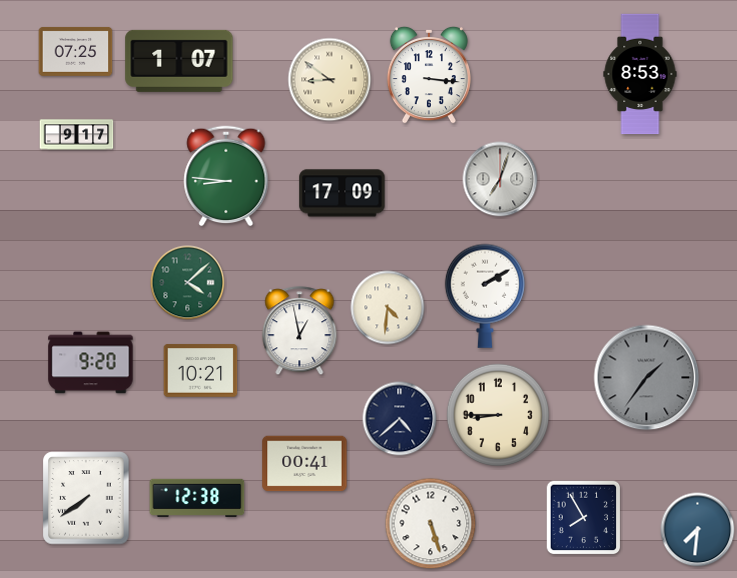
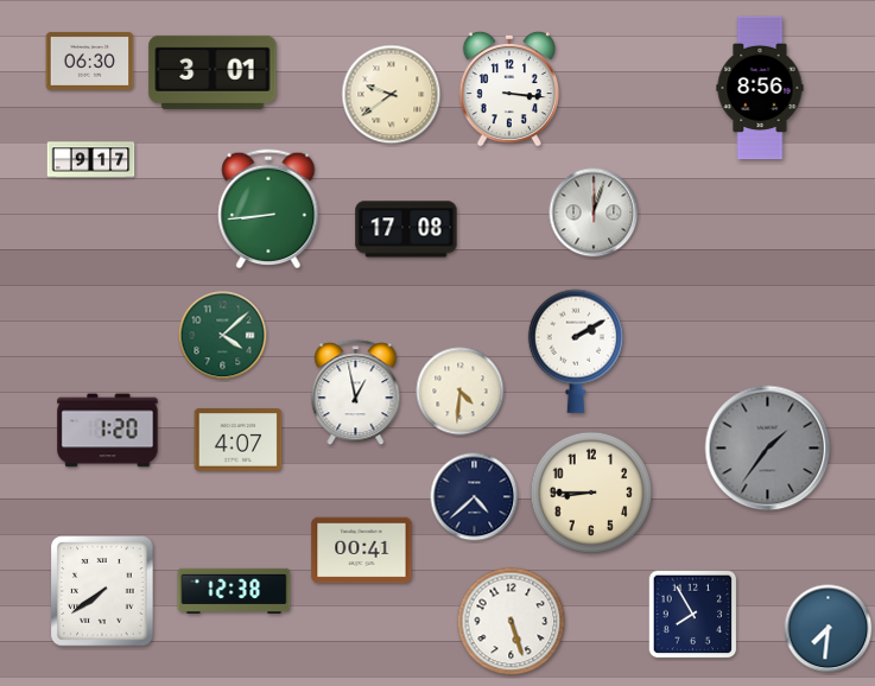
clock at (76, 51): 07:25 -> 06:30
clock at (179, 61): 1:07 -> 3:01
clock at (640, 74): 8:53 -> 8:56
clock at (330, 80): 8:51 -> 9:39
clock at (226, 176): 8:46 -> 8:44
clock at (500, 179): 7:03 -> 12:03
clock at (342, 193): 17:09 -> 17:08
clock at (388, 308) position: (388, 308) -> (461, 392)
clock at (91, 363): 9:20 -> 1:20
clock at (201, 371): 10:21 -> 4:07
